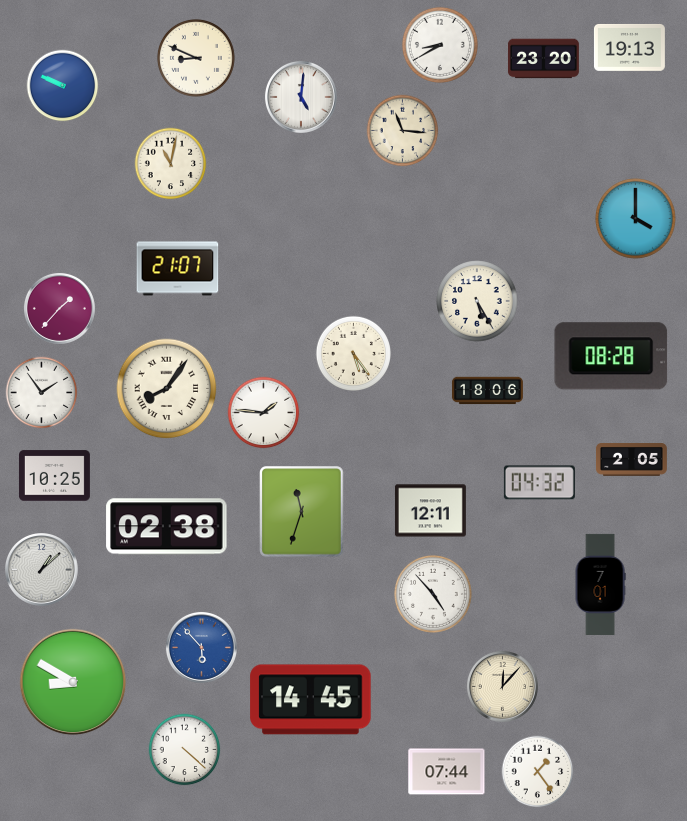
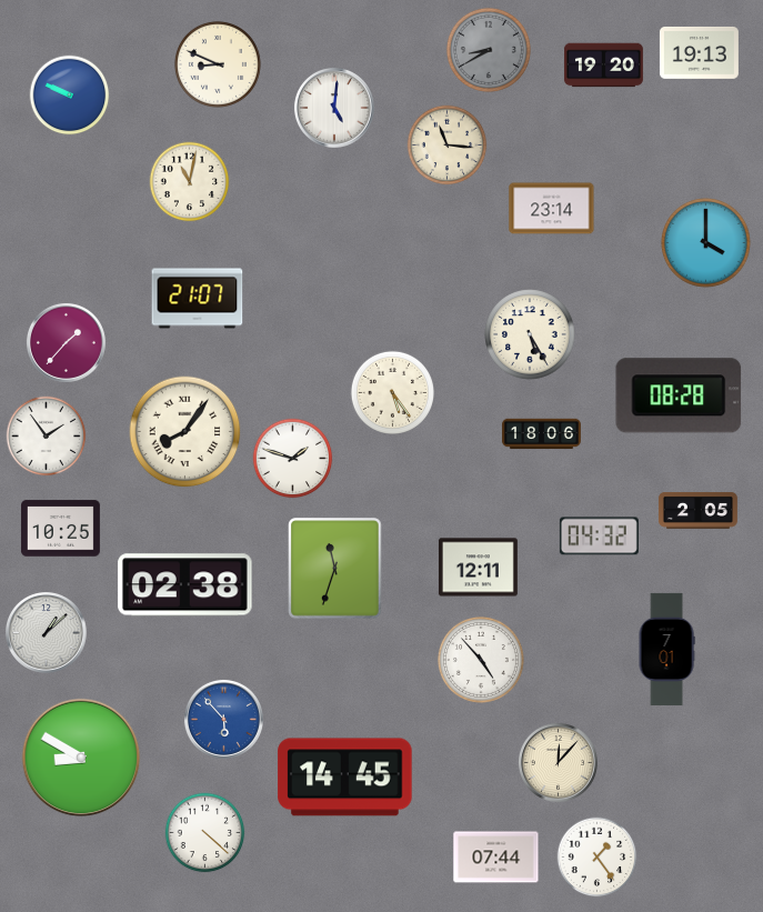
clock at (440, 45) dial: white -> grey
clock at (543, 59): 23:20 -> 19:20
clock at (552, 209): none -> 23:14
clock at (264, 413): 1:46 -> 1:48
clock at (631, 460) position: (631, 460) -> (697, 511)
